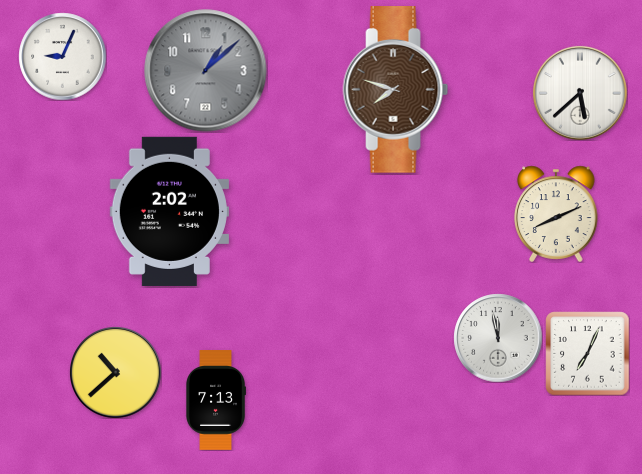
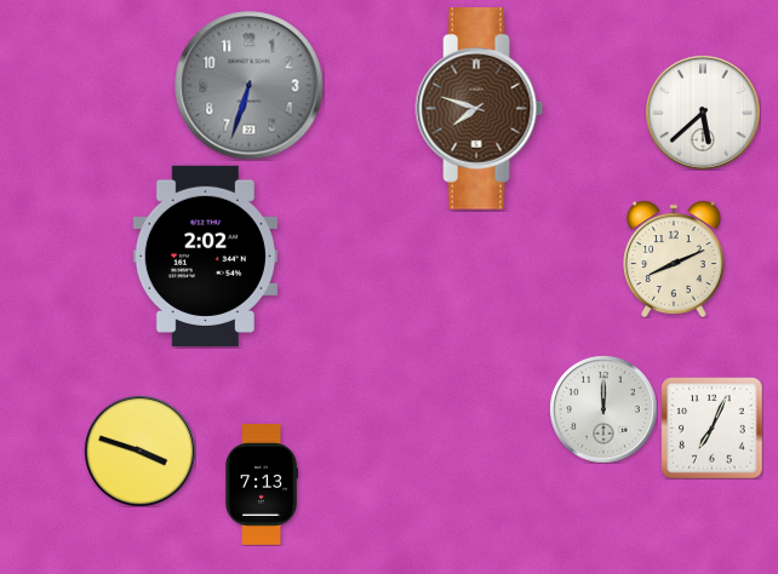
clock at (62, 56): 9:04 -> none
clock at (206, 71): 1:08 -> 6:33
clock at (498, 338): 11:58 -> 12:00
clock at (116, 373): 10:38 -> 3:48
